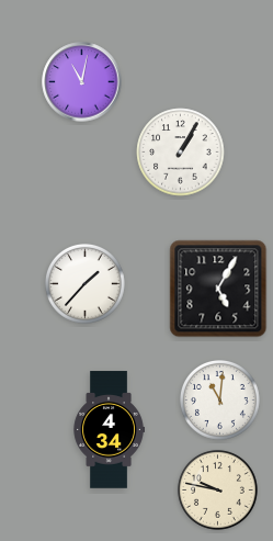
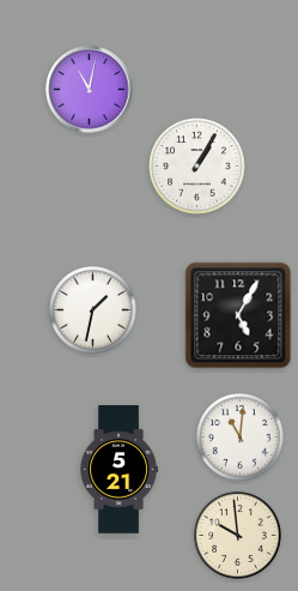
clock at (86, 284): 1:37 -> 1:32
clock at (109, 430): 4:34 -> 5:21
clock at (218, 491): 9:47 -> 9:59
